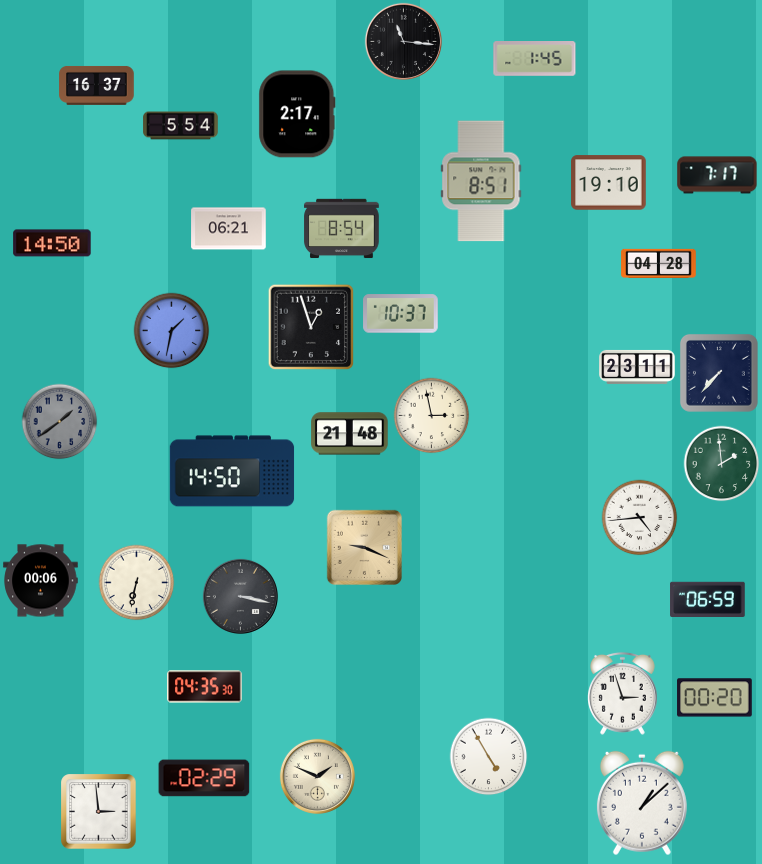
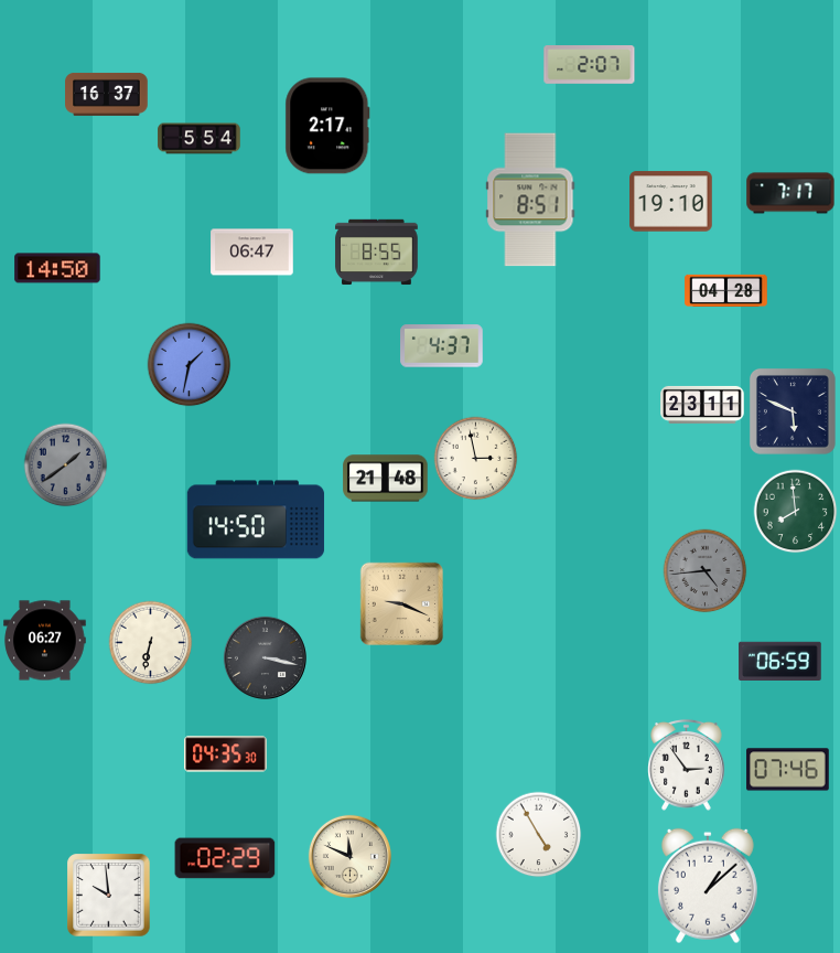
clock at (403, 41): 11:16 -> none
clock at (535, 59): 1:45 -> 2:07
clock at (229, 229): 06:21 -> 06:47
clock at (342, 229): 8:54 -> 8:55
clock at (401, 314): 10:37 -> 4:37
clock at (311, 327): 12:57 -> none
clock at (719, 373): 7:37 -> 5:49
clock at (722, 464): 1:59 -> 7:59
clock at (640, 518) dial: white -> grey
clock at (41, 581): 00:06 -> 06:27
clock at (205, 687) position: (205, 687) -> (226, 754)
clock at (623, 693): 2:57 -> 2:54
clock at (715, 698): 00:20 -> 07:46
clock at (317, 776): 1:49 -> 11:49
clock at (99, 812): 2:59 -> 9:59
